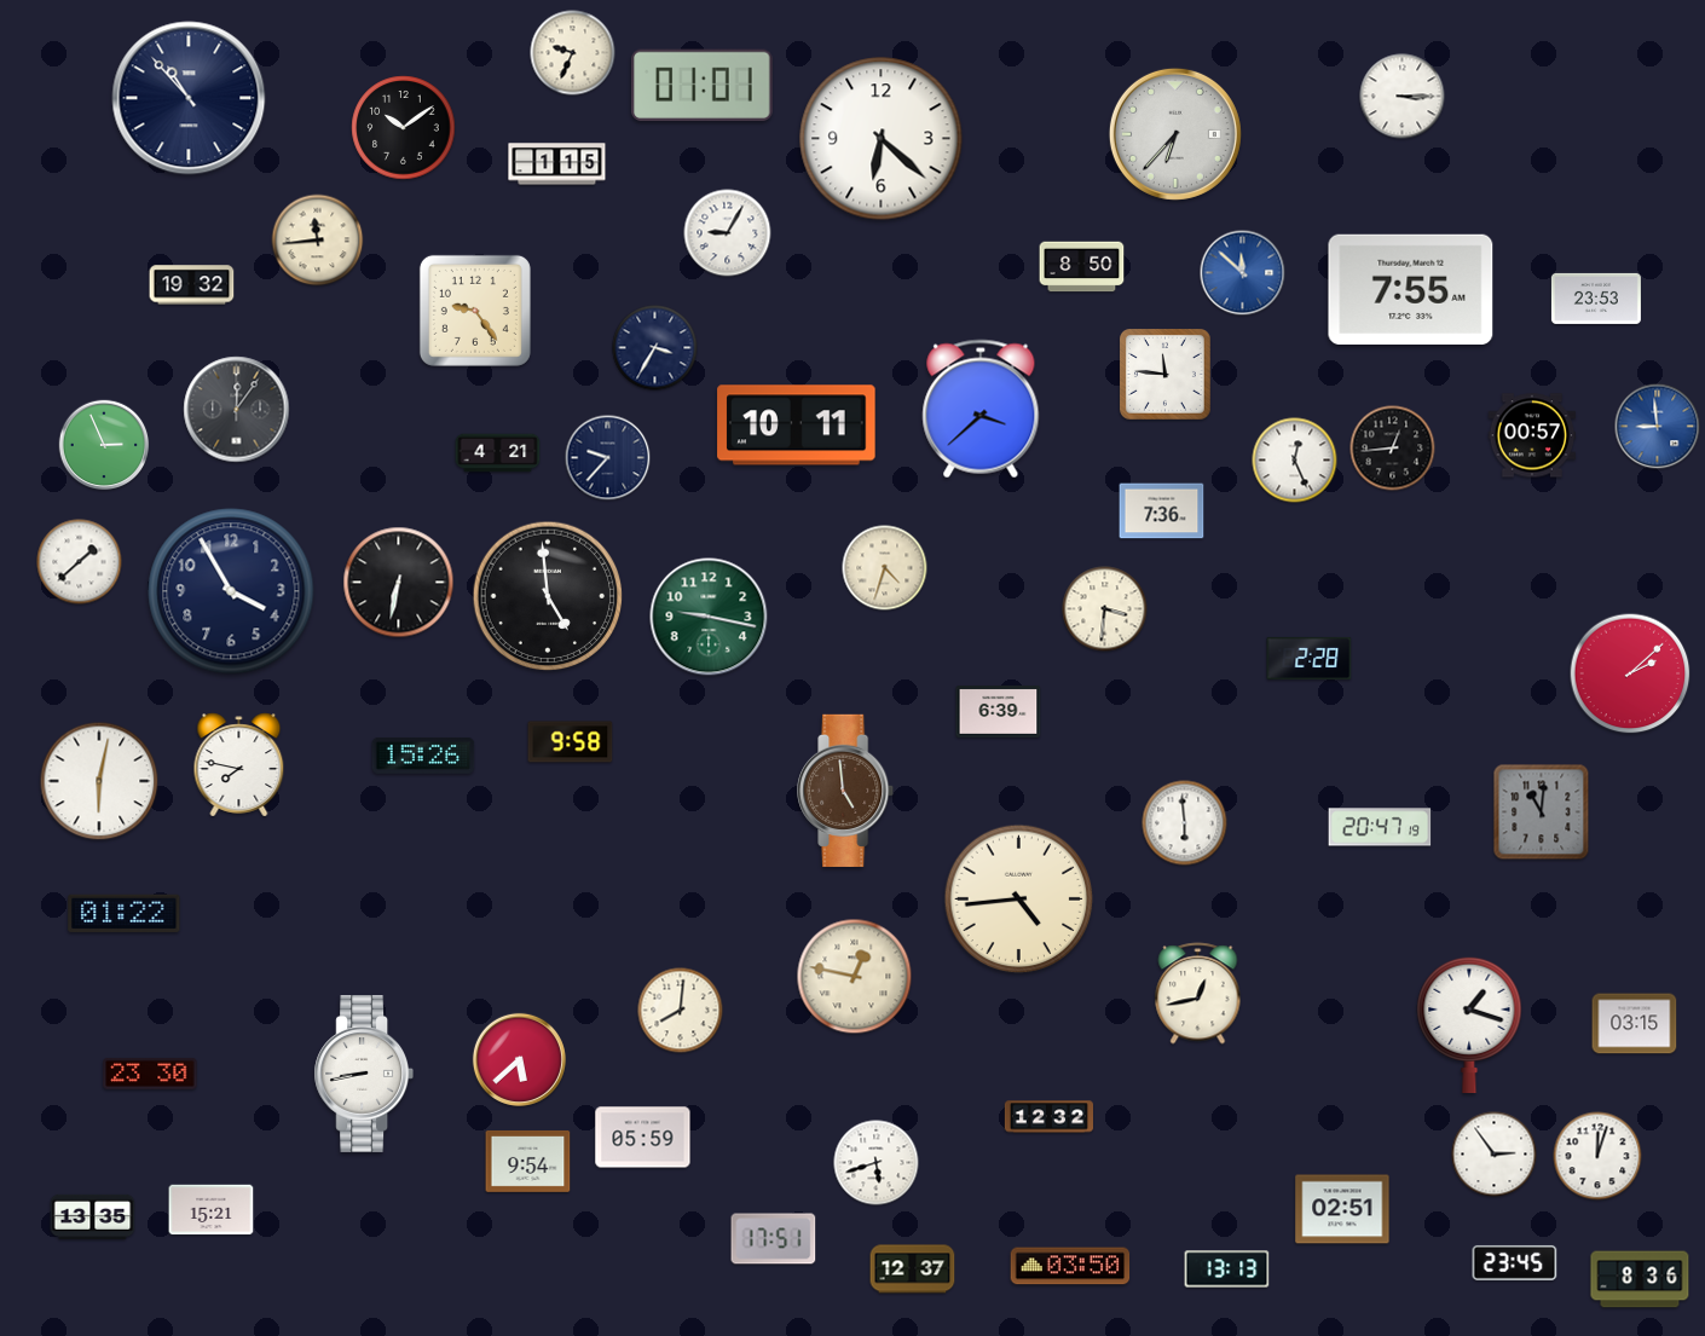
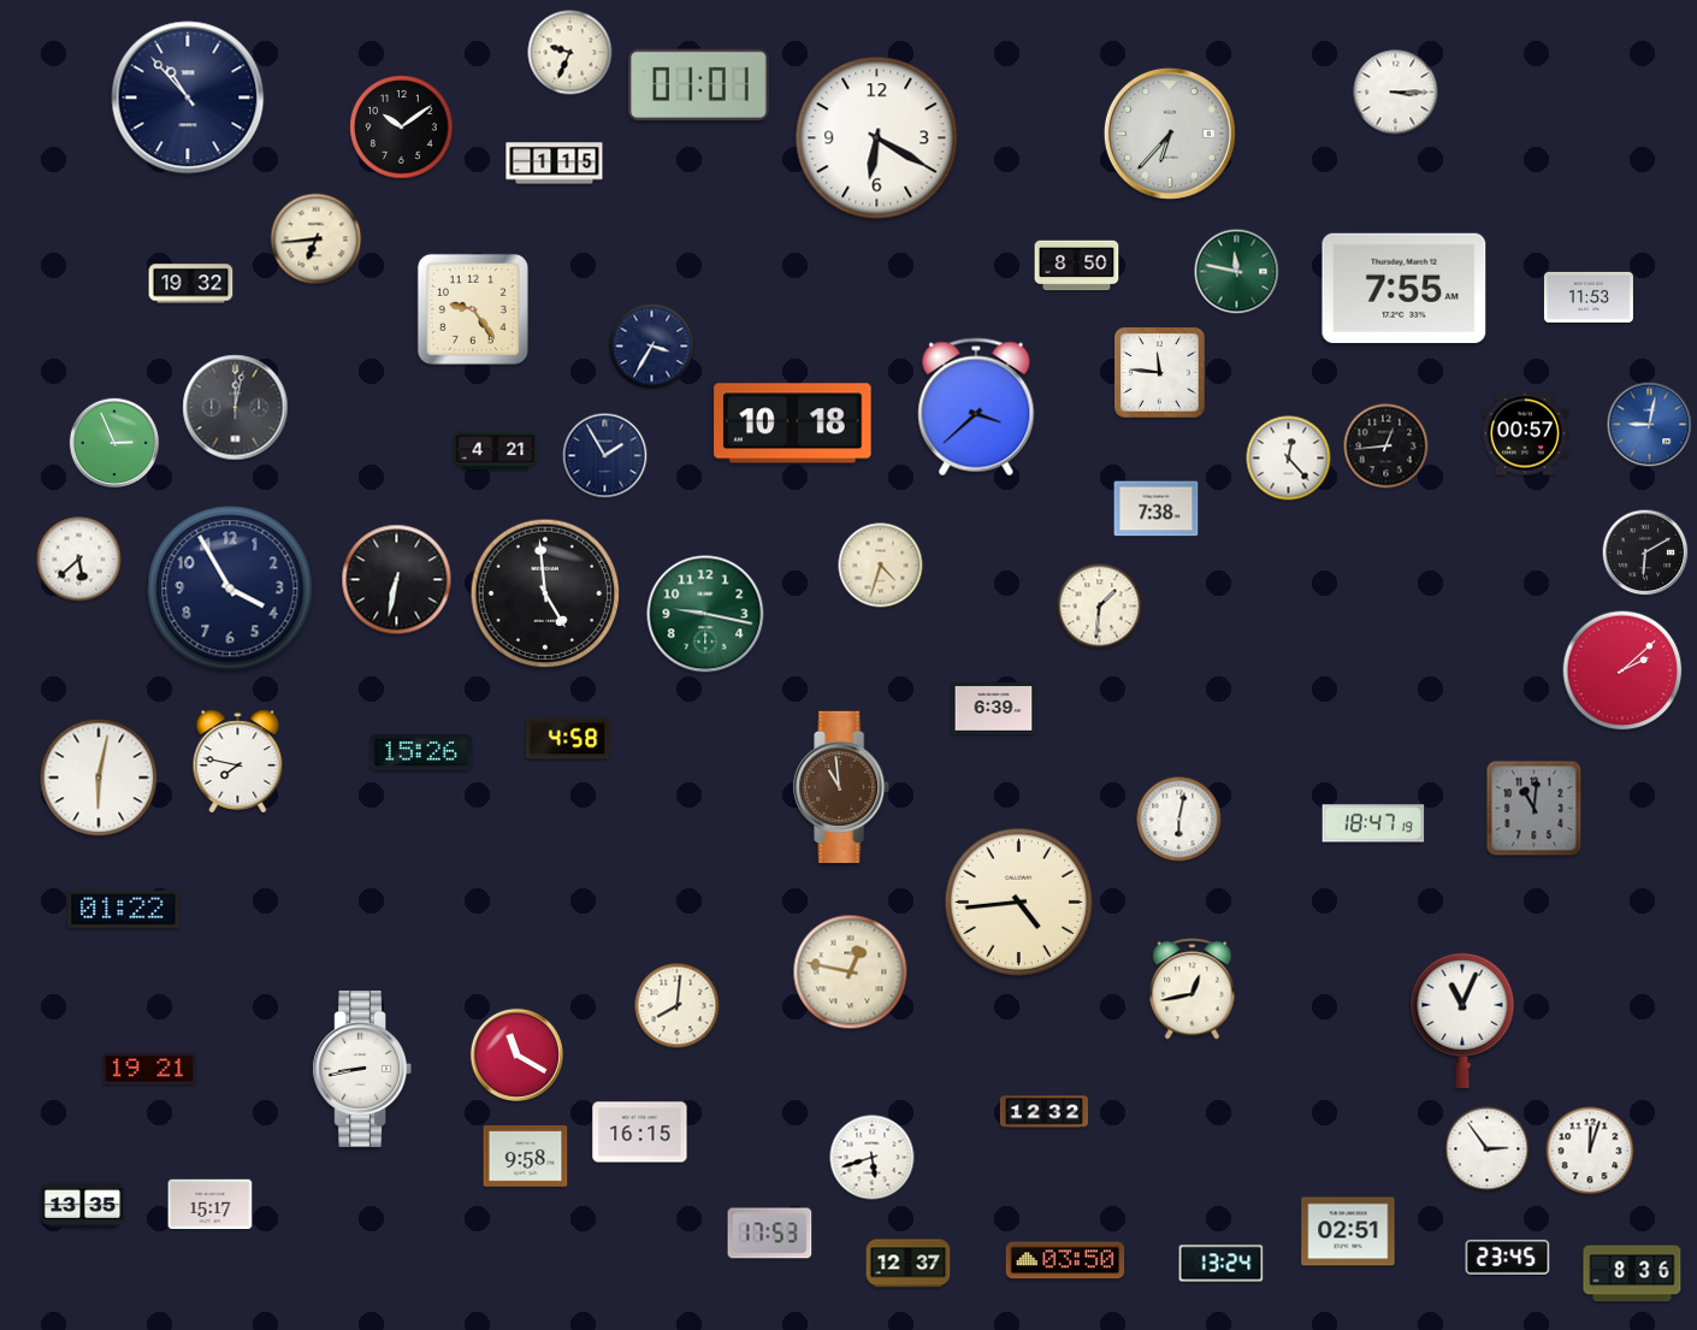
clock at (1403, 97) position: (1403, 97) -> (1396, 93)
clock at (882, 139): 6:22 -> 6:20
clock at (728, 233): 9:05 -> none
clock at (318, 241): 11:44 -> 6:44
clock at (1243, 273): 11:52 -> 11:47
clock at (1243, 273) dial: blue -> green
clock at (1596, 299): 23:53 -> 11:53
clock at (237, 410): 12:06 -> 12:02
clock at (797, 426): 10:11 -> 10:18
clock at (1658, 427): 8:59 -> 9:02
clock at (104, 445) position: (104, 445) -> (114, 443)
clock at (608, 458): 9:37 -> 1:55
clock at (1295, 461): 12:26 -> 12:23
clock at (1162, 511): 7:36 -> 7:38
clock at (1645, 552): none -> 6:10
clock at (80, 562): 1:38 -> 5:38
clock at (1105, 609): 3:31 -> 1:31
clock at (1310, 658): 2:28 -> none
clock at (571, 742): 9:58 -> 4:58
clock at (846, 791): 4:59 -> 10:59
clock at (1185, 823): 5:59 -> 6:02
clock at (1380, 827): 20:47 -> 18:47
clock at (1019, 900) position: (1019, 900) -> (1019, 903)
clock at (1635, 1024): 03:15 -> none
clock at (1469, 1025): 1:18 -> 11:04
clock at (519, 1059): 5:38 -> 11:20
clock at (150, 1074): 23:30 -> 19:21
clock at (643, 1138): 05:59 -> 16:15
clock at (528, 1161): 9:54 -> 9:58
clock at (1342, 1209) position: (1342, 1209) -> (1348, 1231)
clock at (212, 1210): 15:21 -> 15:17
clock at (93, 1216) position: (93, 1216) -> (83, 1205)
clock at (774, 1239): 17:51 -> 17:53
clock at (1227, 1270): 13:13 -> 13:24
